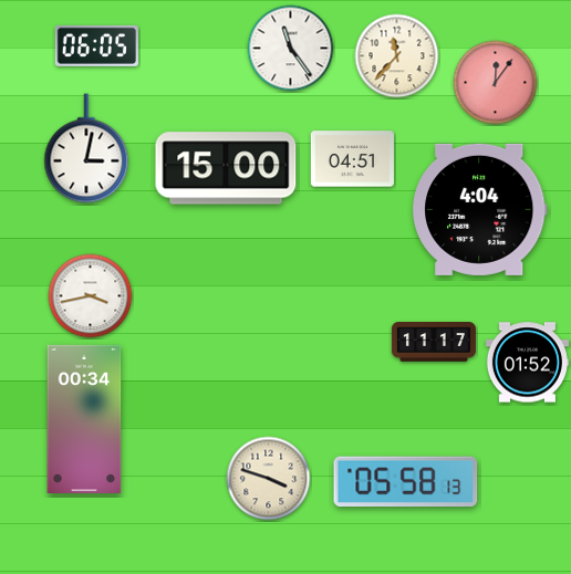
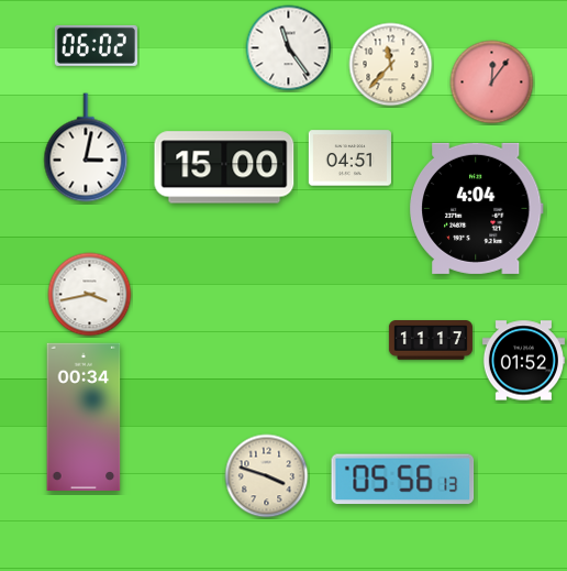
clock at (96, 45): 06:05 -> 06:02
clock at (397, 56) position: (397, 56) -> (391, 65)
clock at (406, 482): 05:58 -> 05:56
